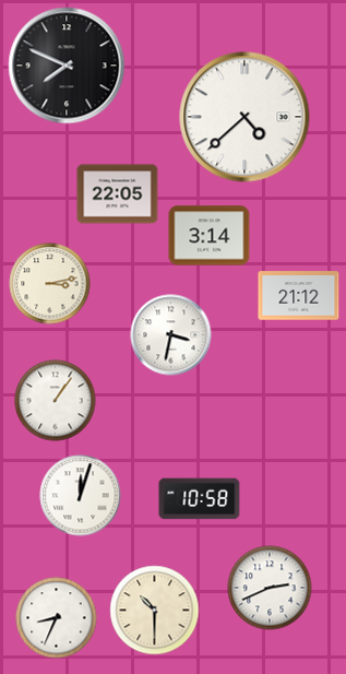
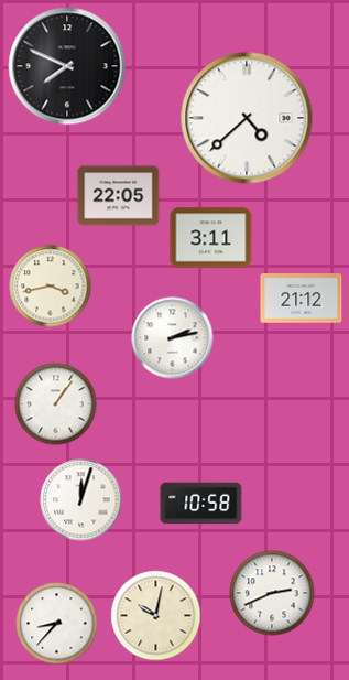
clock at (210, 236): 3:14 -> 3:11
clock at (50, 284): 3:13 -> 3:43
clock at (171, 335): 3:32 -> 2:13
clock at (155, 611): 10:30 -> 10:02
clock at (57, 618): 8:34 -> 8:37
